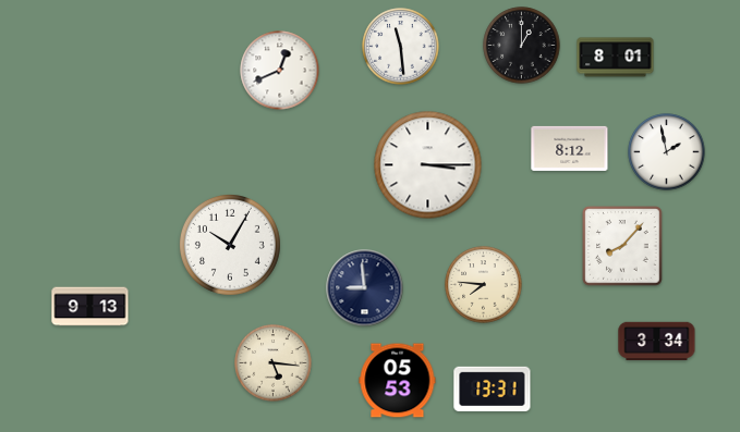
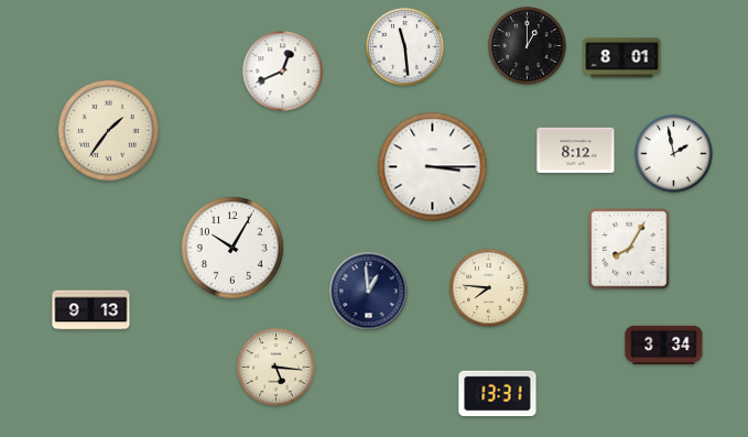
clock at (108, 130): none -> 1:36
clock at (622, 246): 8:07 -> 8:05
clock at (365, 288): 8:59 -> 12:59
clock at (398, 381): 05:53 -> none
